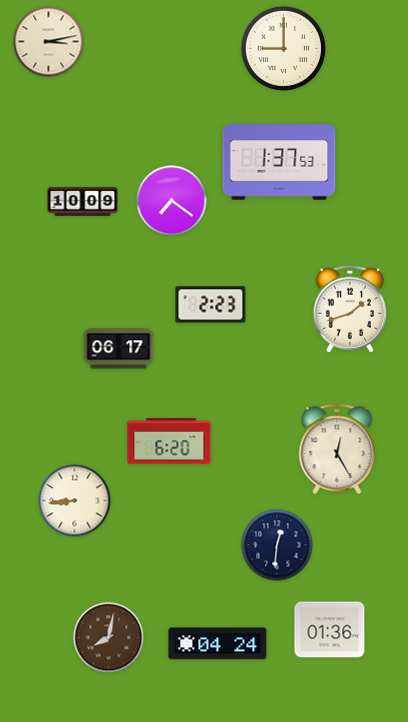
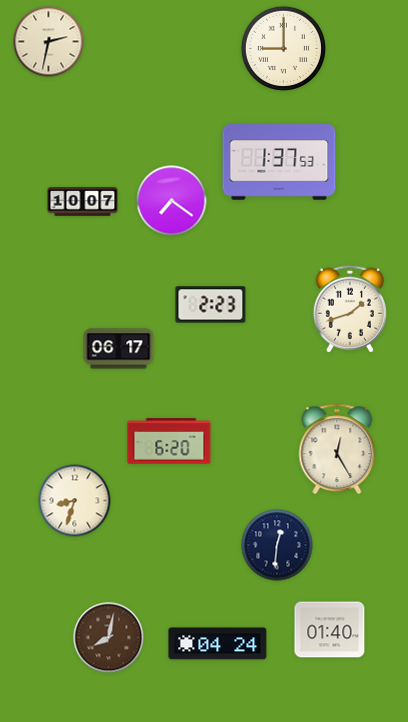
clock at (49, 42): 3:13 -> 2:32
clock at (83, 202): 10:09 -> 10:07
clock at (75, 501): 8:44 -> 8:33
clock at (330, 630): 01:36 -> 01:40
